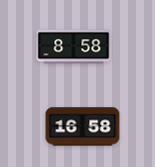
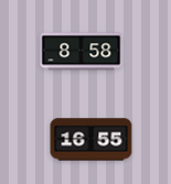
clock at (83, 127): 16:58 -> 16:55
